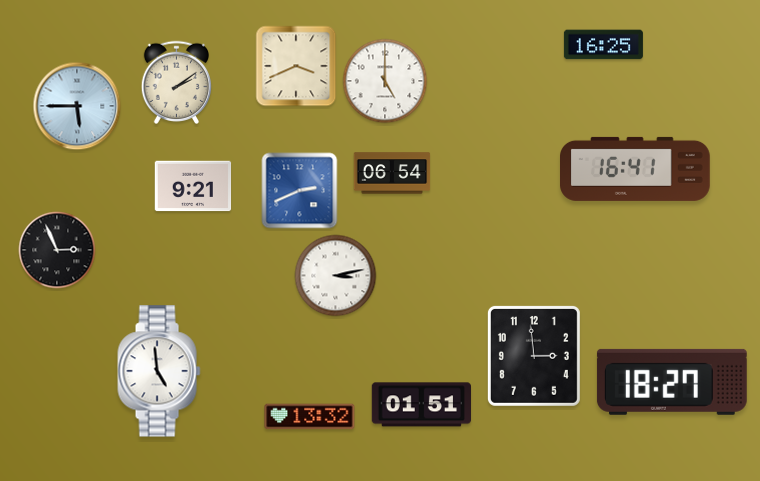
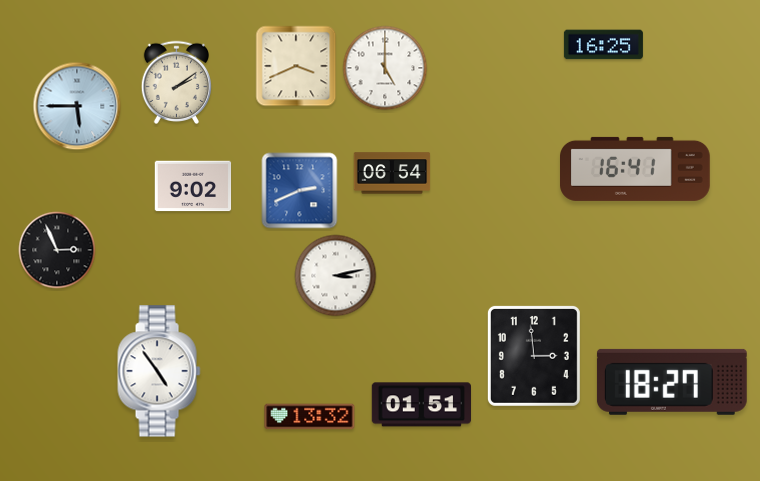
clock at (385, 81) position: (385, 81) -> (385, 68)
clock at (193, 186): 9:21 -> 9:02
clock at (159, 371): 4:59 -> 4:54
